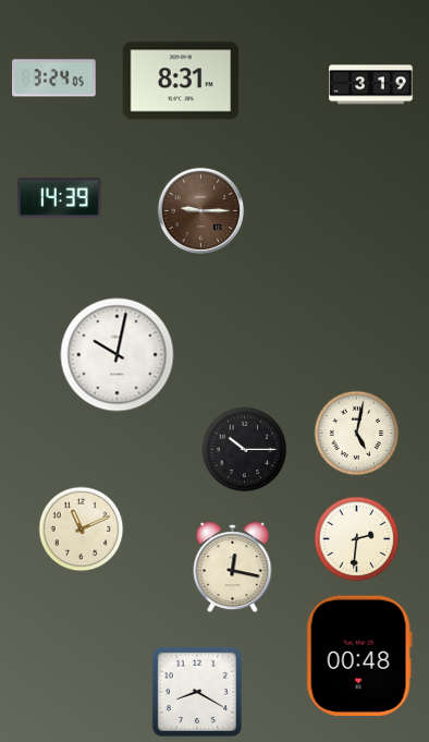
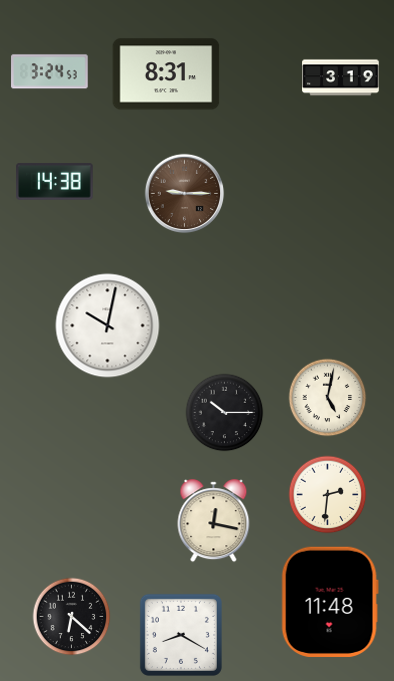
clock at (54, 78): 3:24:05 -> 3:24:53
clock at (60, 197): 14:39 -> 14:38
clock at (81, 528): 11:11 -> none
clock at (359, 656): 00:48 -> 11:48
clock at (71, 616): none -> 6:22
